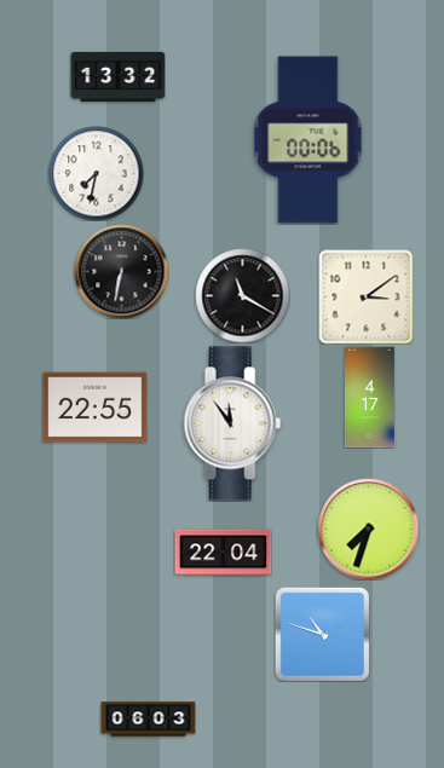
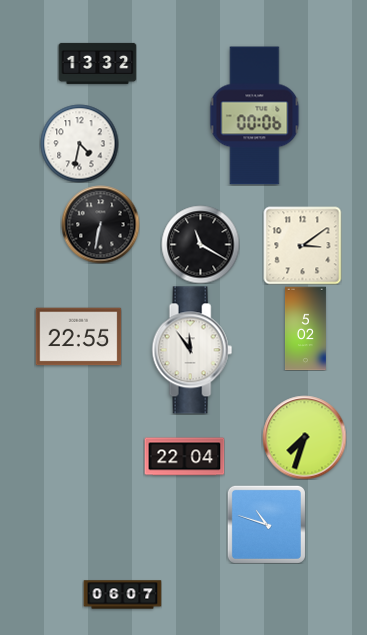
clock at (96, 173): 7:32 -> 4:32
clock at (369, 397): 4:17 -> 5:02
clock at (148, 720): 06:03 -> 06:07
